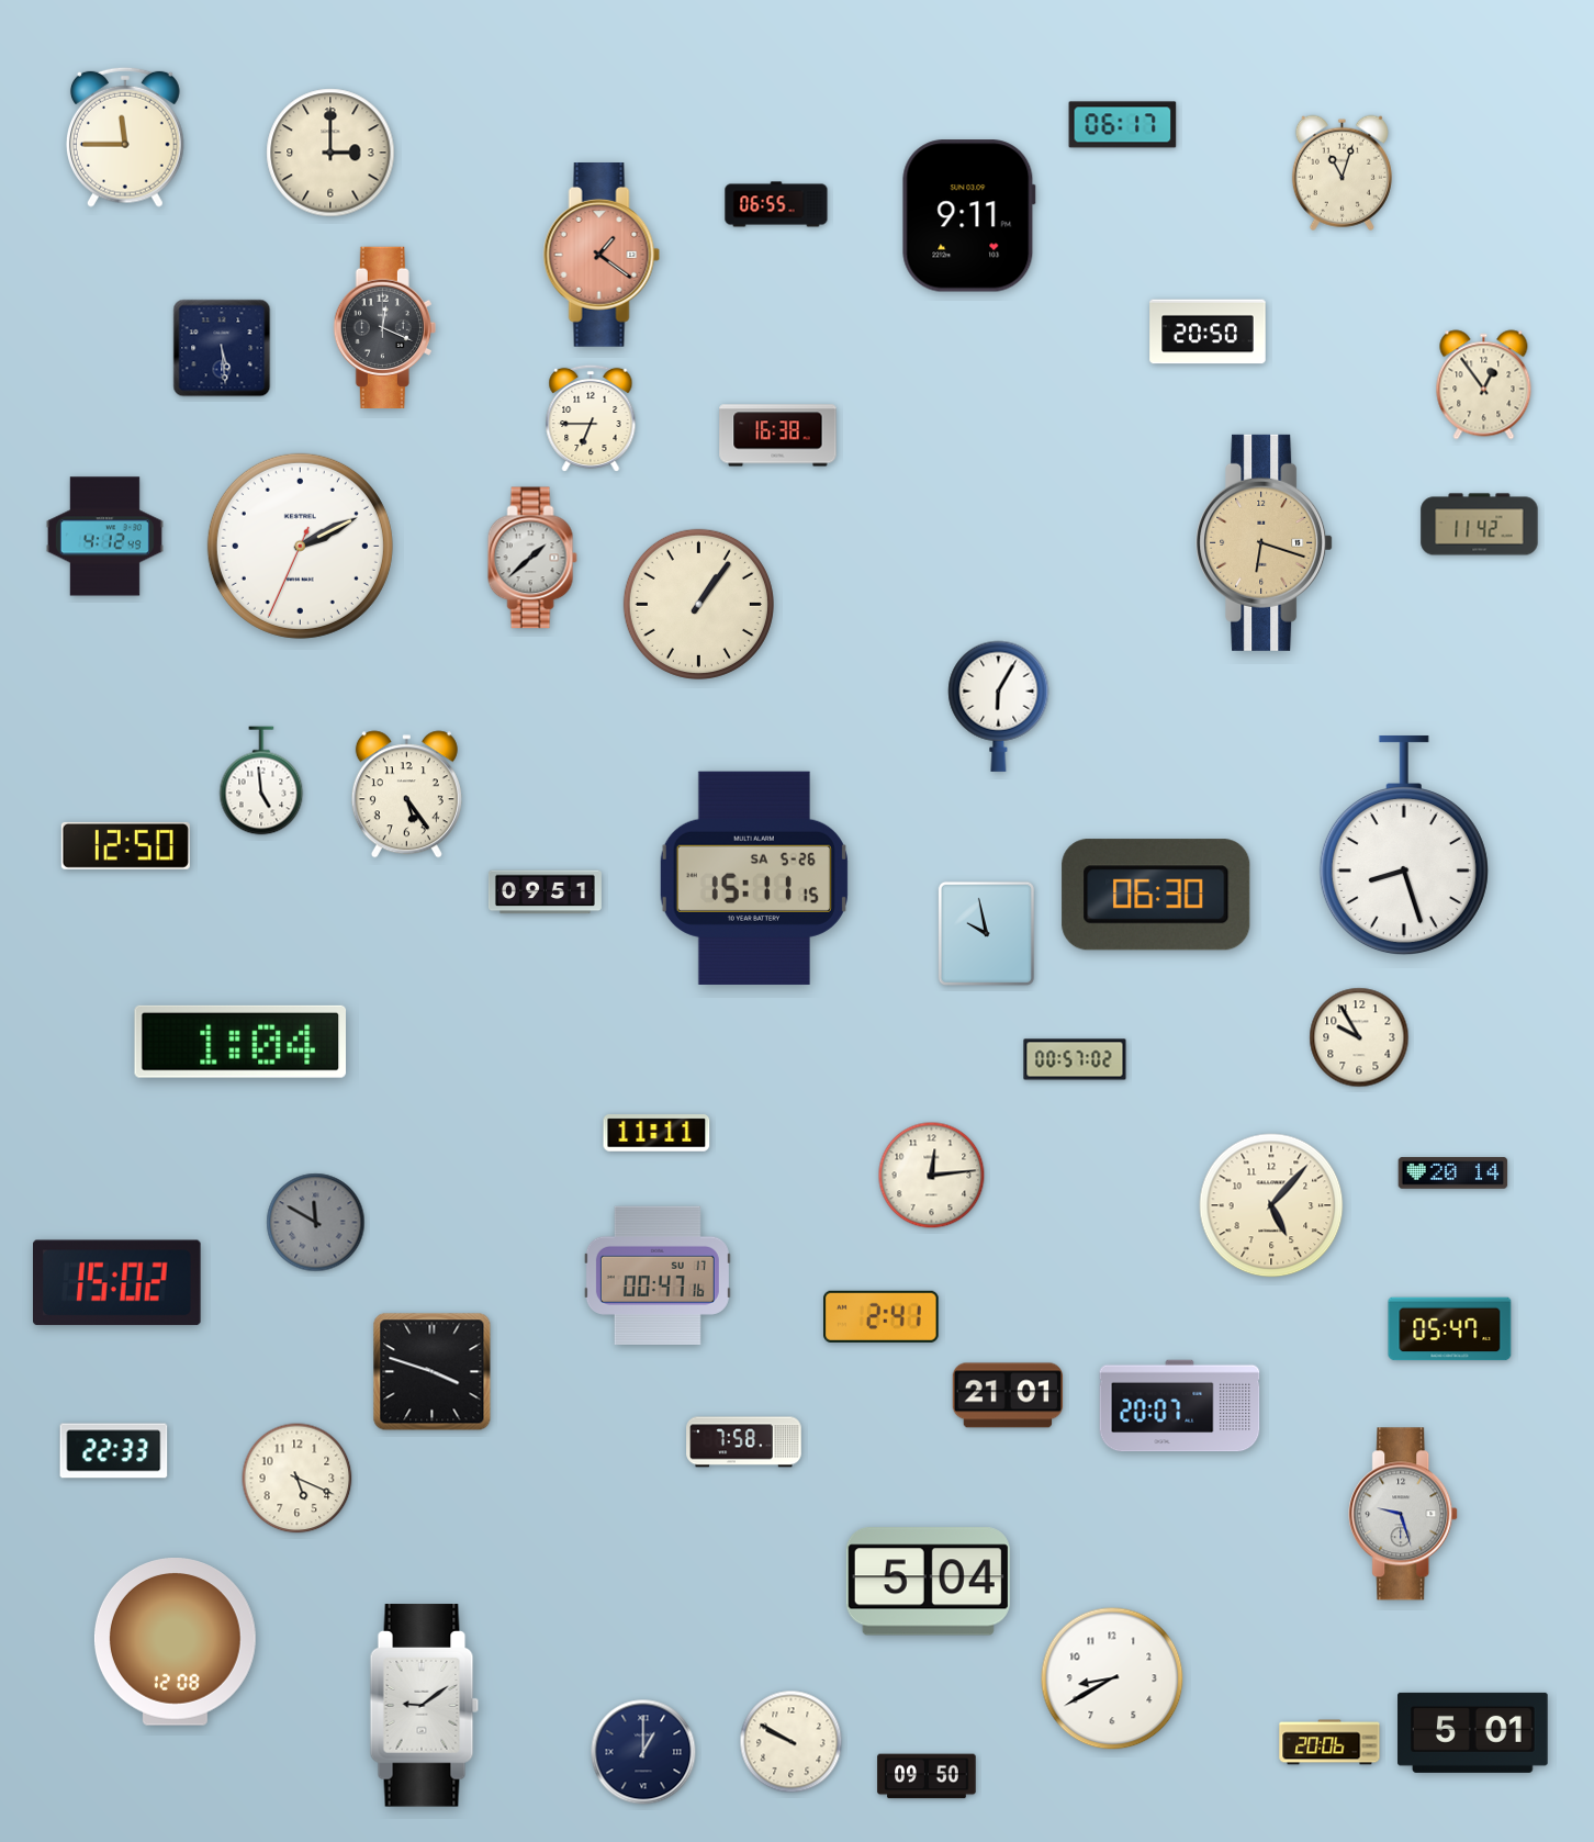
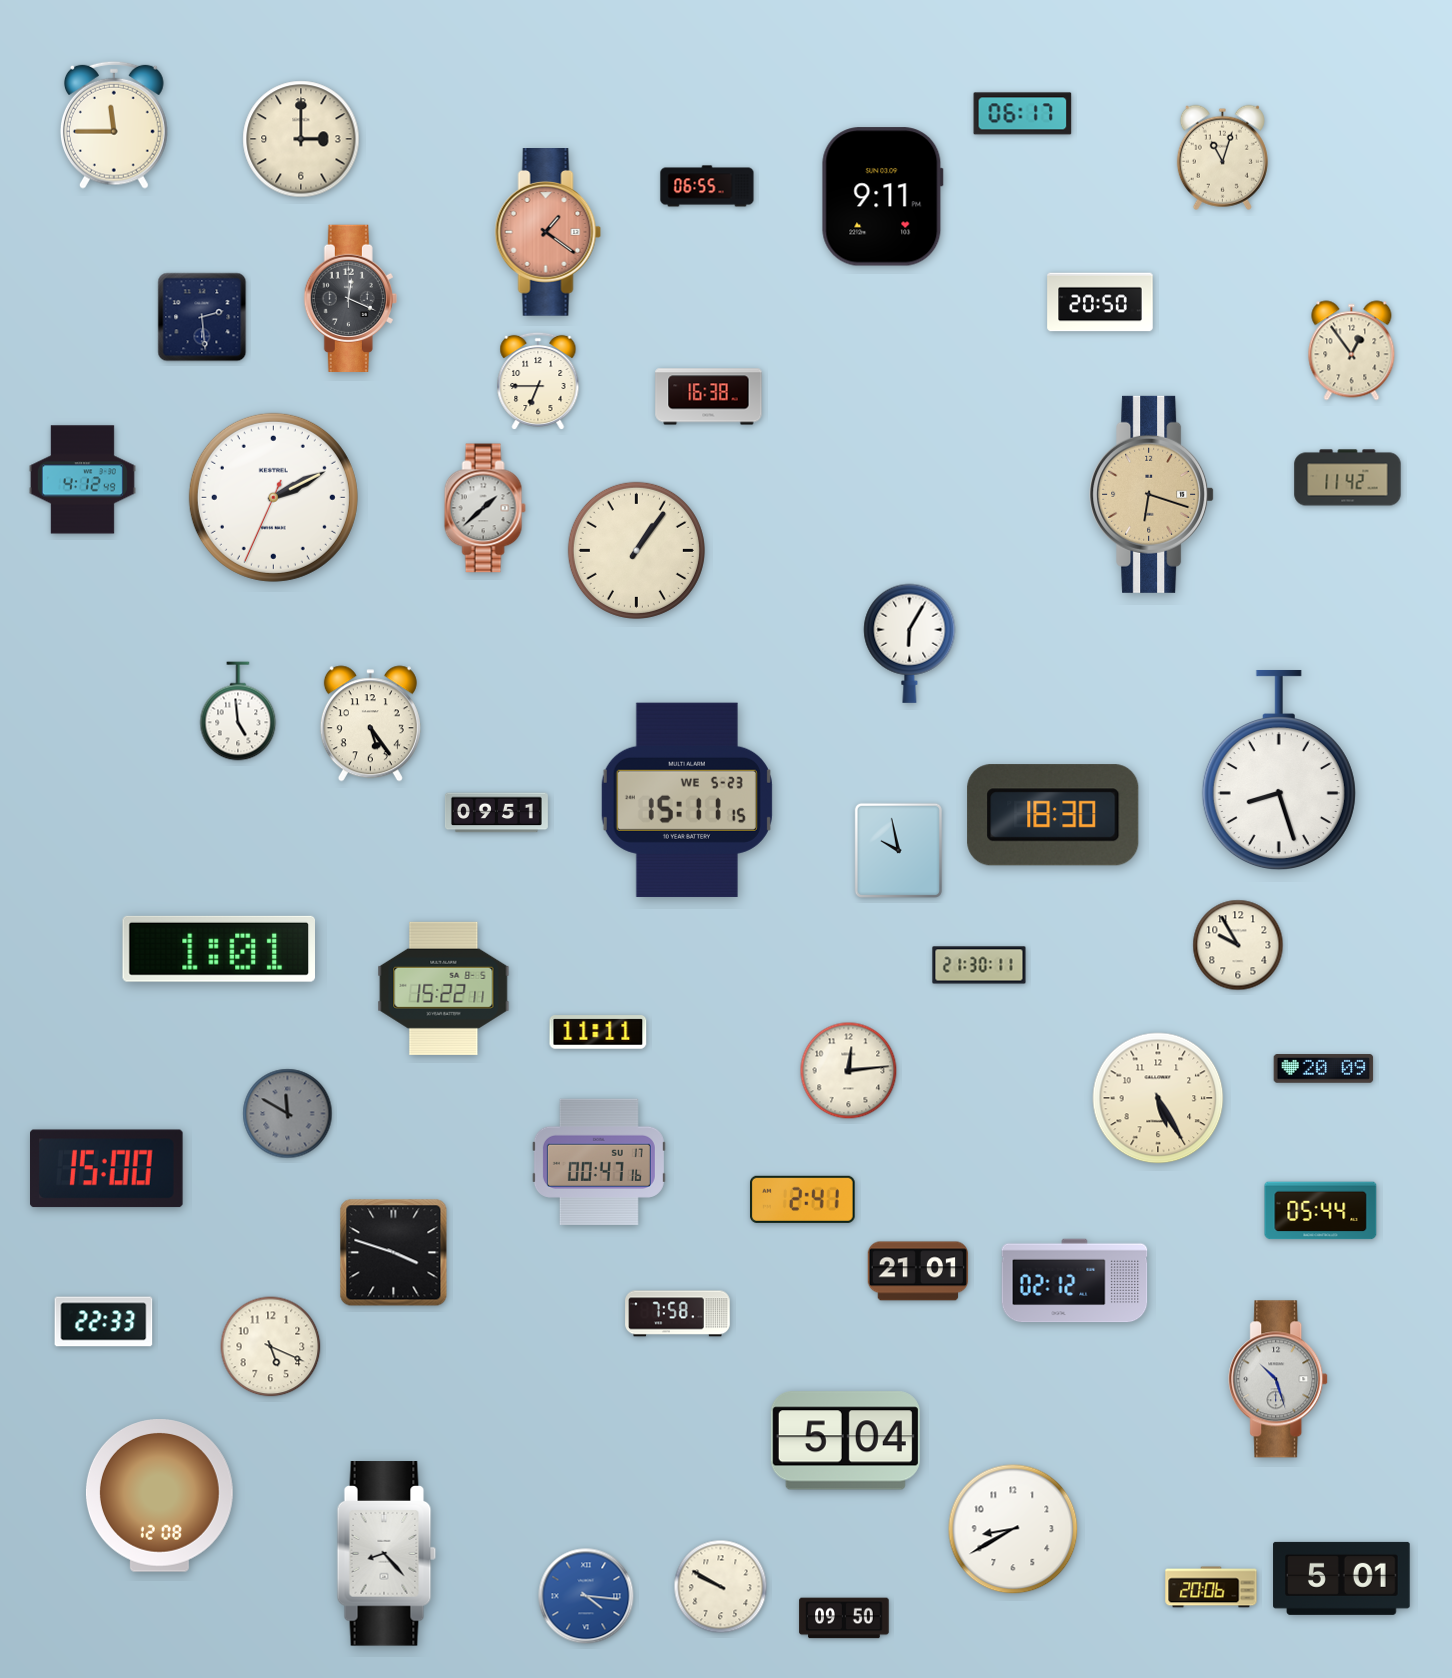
clock at (222, 348): 5:29 -> 2:29
clock at (104, 537) position: (104, 537) -> (82, 480)
clock at (125, 845): 12:50 -> none
clock at (754, 878) date: SA 5-26 -> WE 5-23
clock at (1156, 895): 06:30 -> 18:30
clock at (239, 1042): 1:04 -> 1:01
clock at (1075, 1059): 00:57 -> 21:30
clock at (444, 988): none -> 15:22
clock at (1453, 1173): 20:14 -> 20:09
clock at (1271, 1205): 5:07 -> 5:25
clock at (117, 1283): 15:02 -> 15:00
clock at (1450, 1329): 05:47 -> 05:44
clock at (433, 1372) position: (433, 1372) -> (394, 1253)
clock at (1180, 1406): 20:07 -> 02:12
clock at (1404, 1514): 9:27 -> 10:27
clock at (425, 1706): 9:09 -> 8:23
clock at (643, 1752): 1:00 -> 4:16
clock at (643, 1752) dial: navy -> blue
